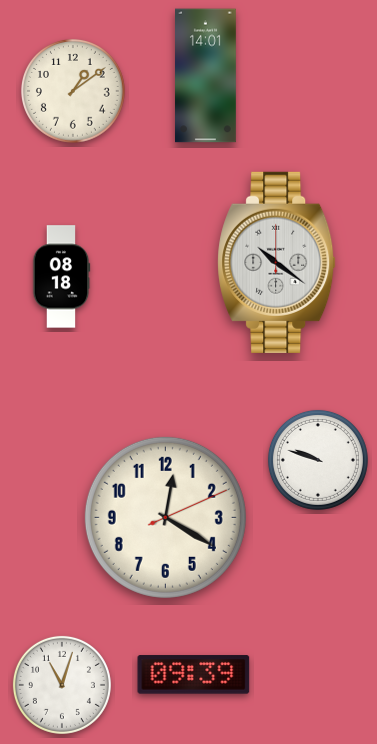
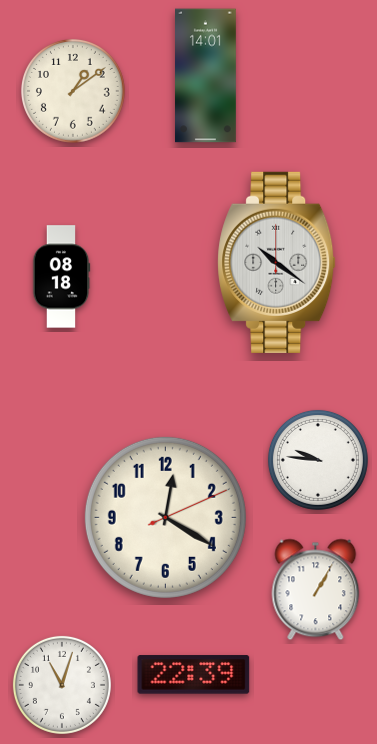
clock at (318, 460): 9:48 -> 9:46
clock at (316, 590): none -> 1:05
clock at (194, 675): 09:39 -> 22:39
